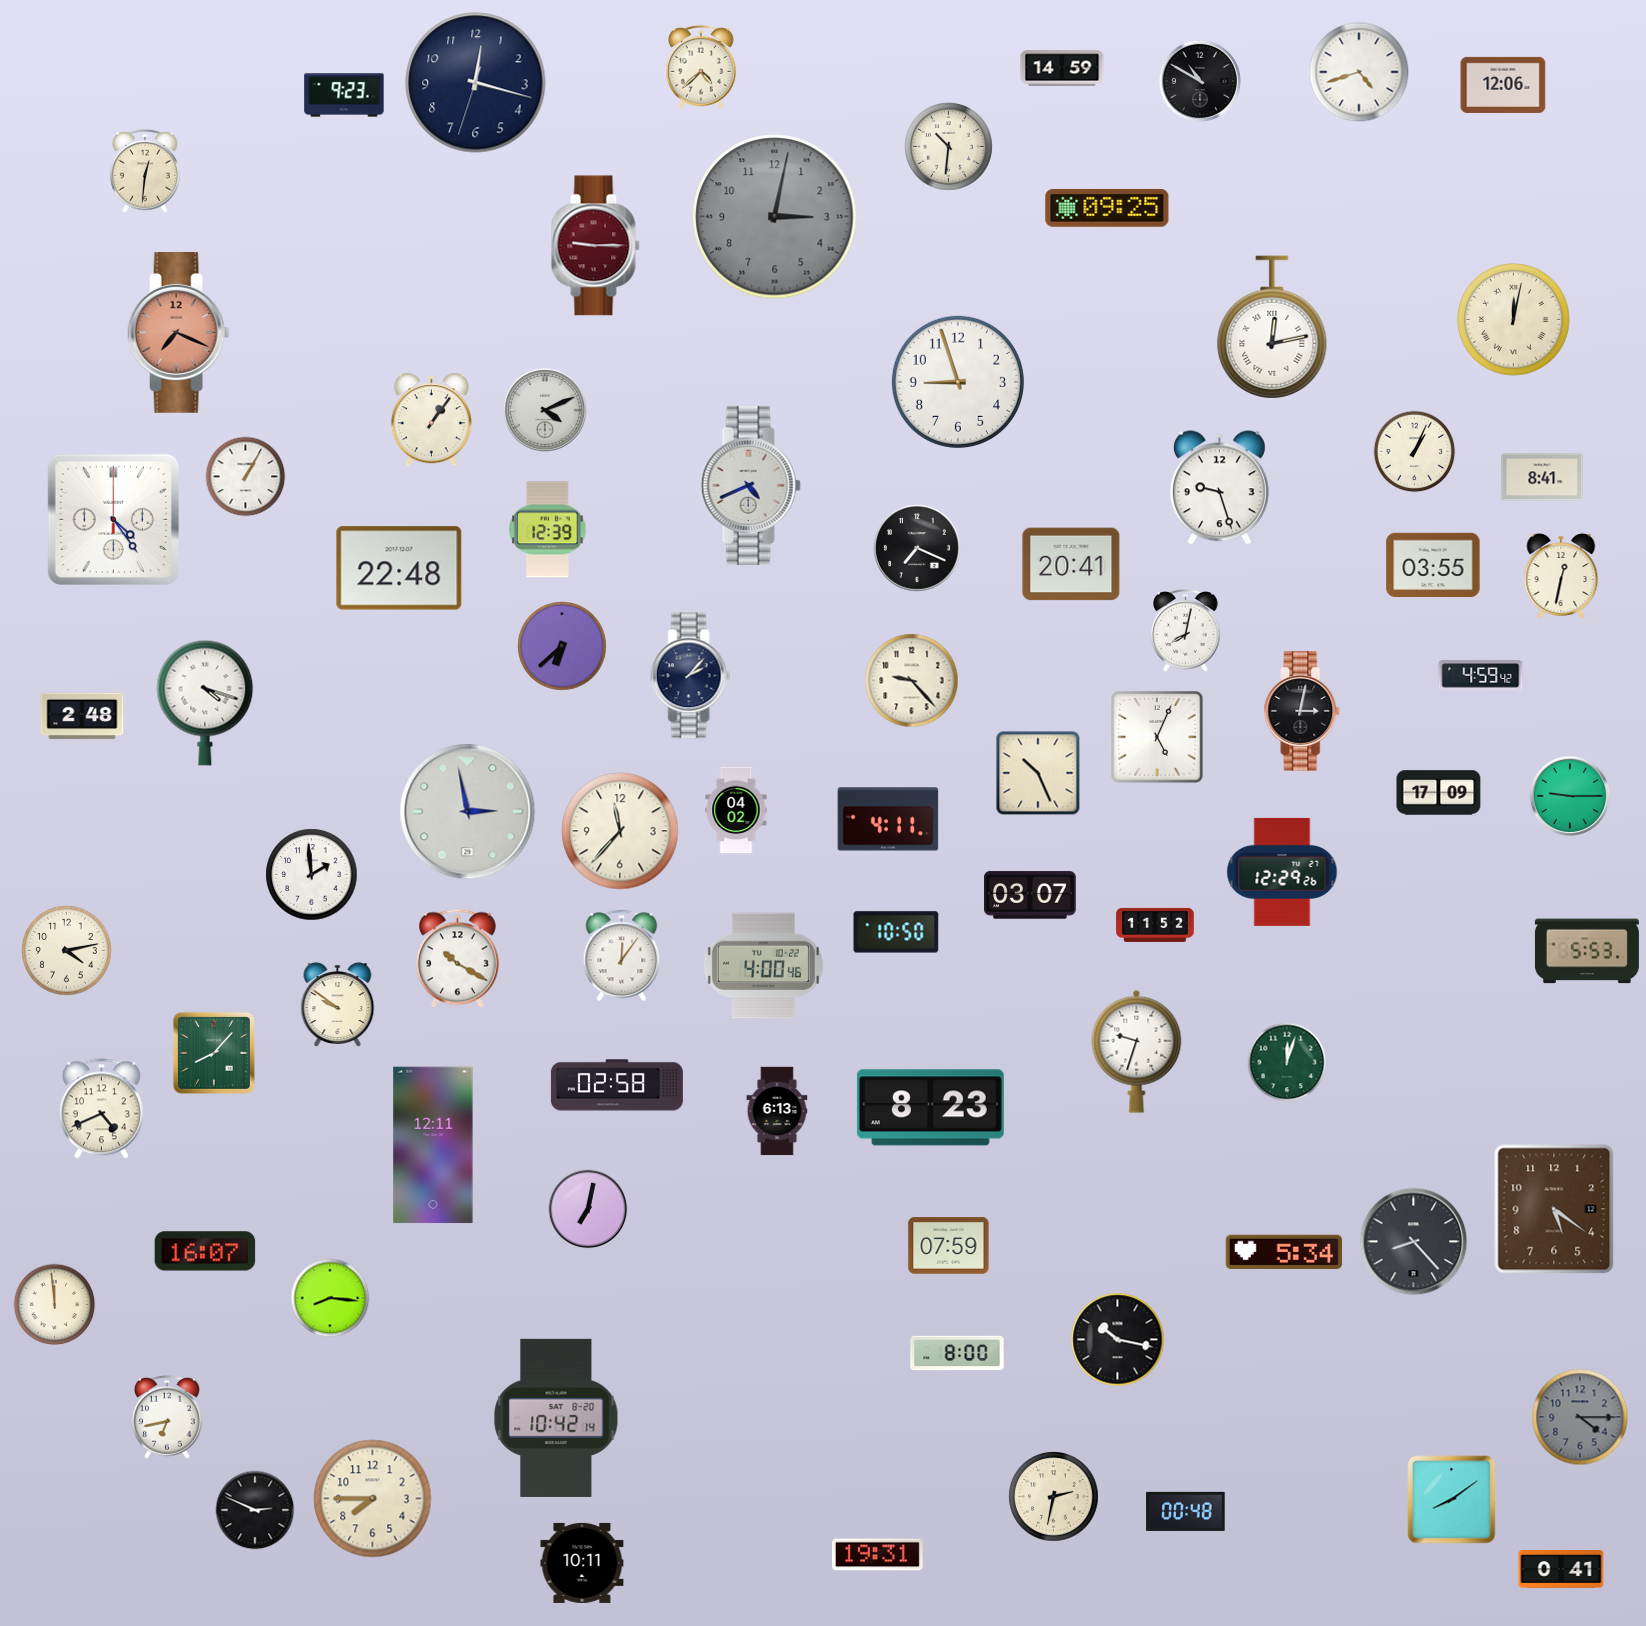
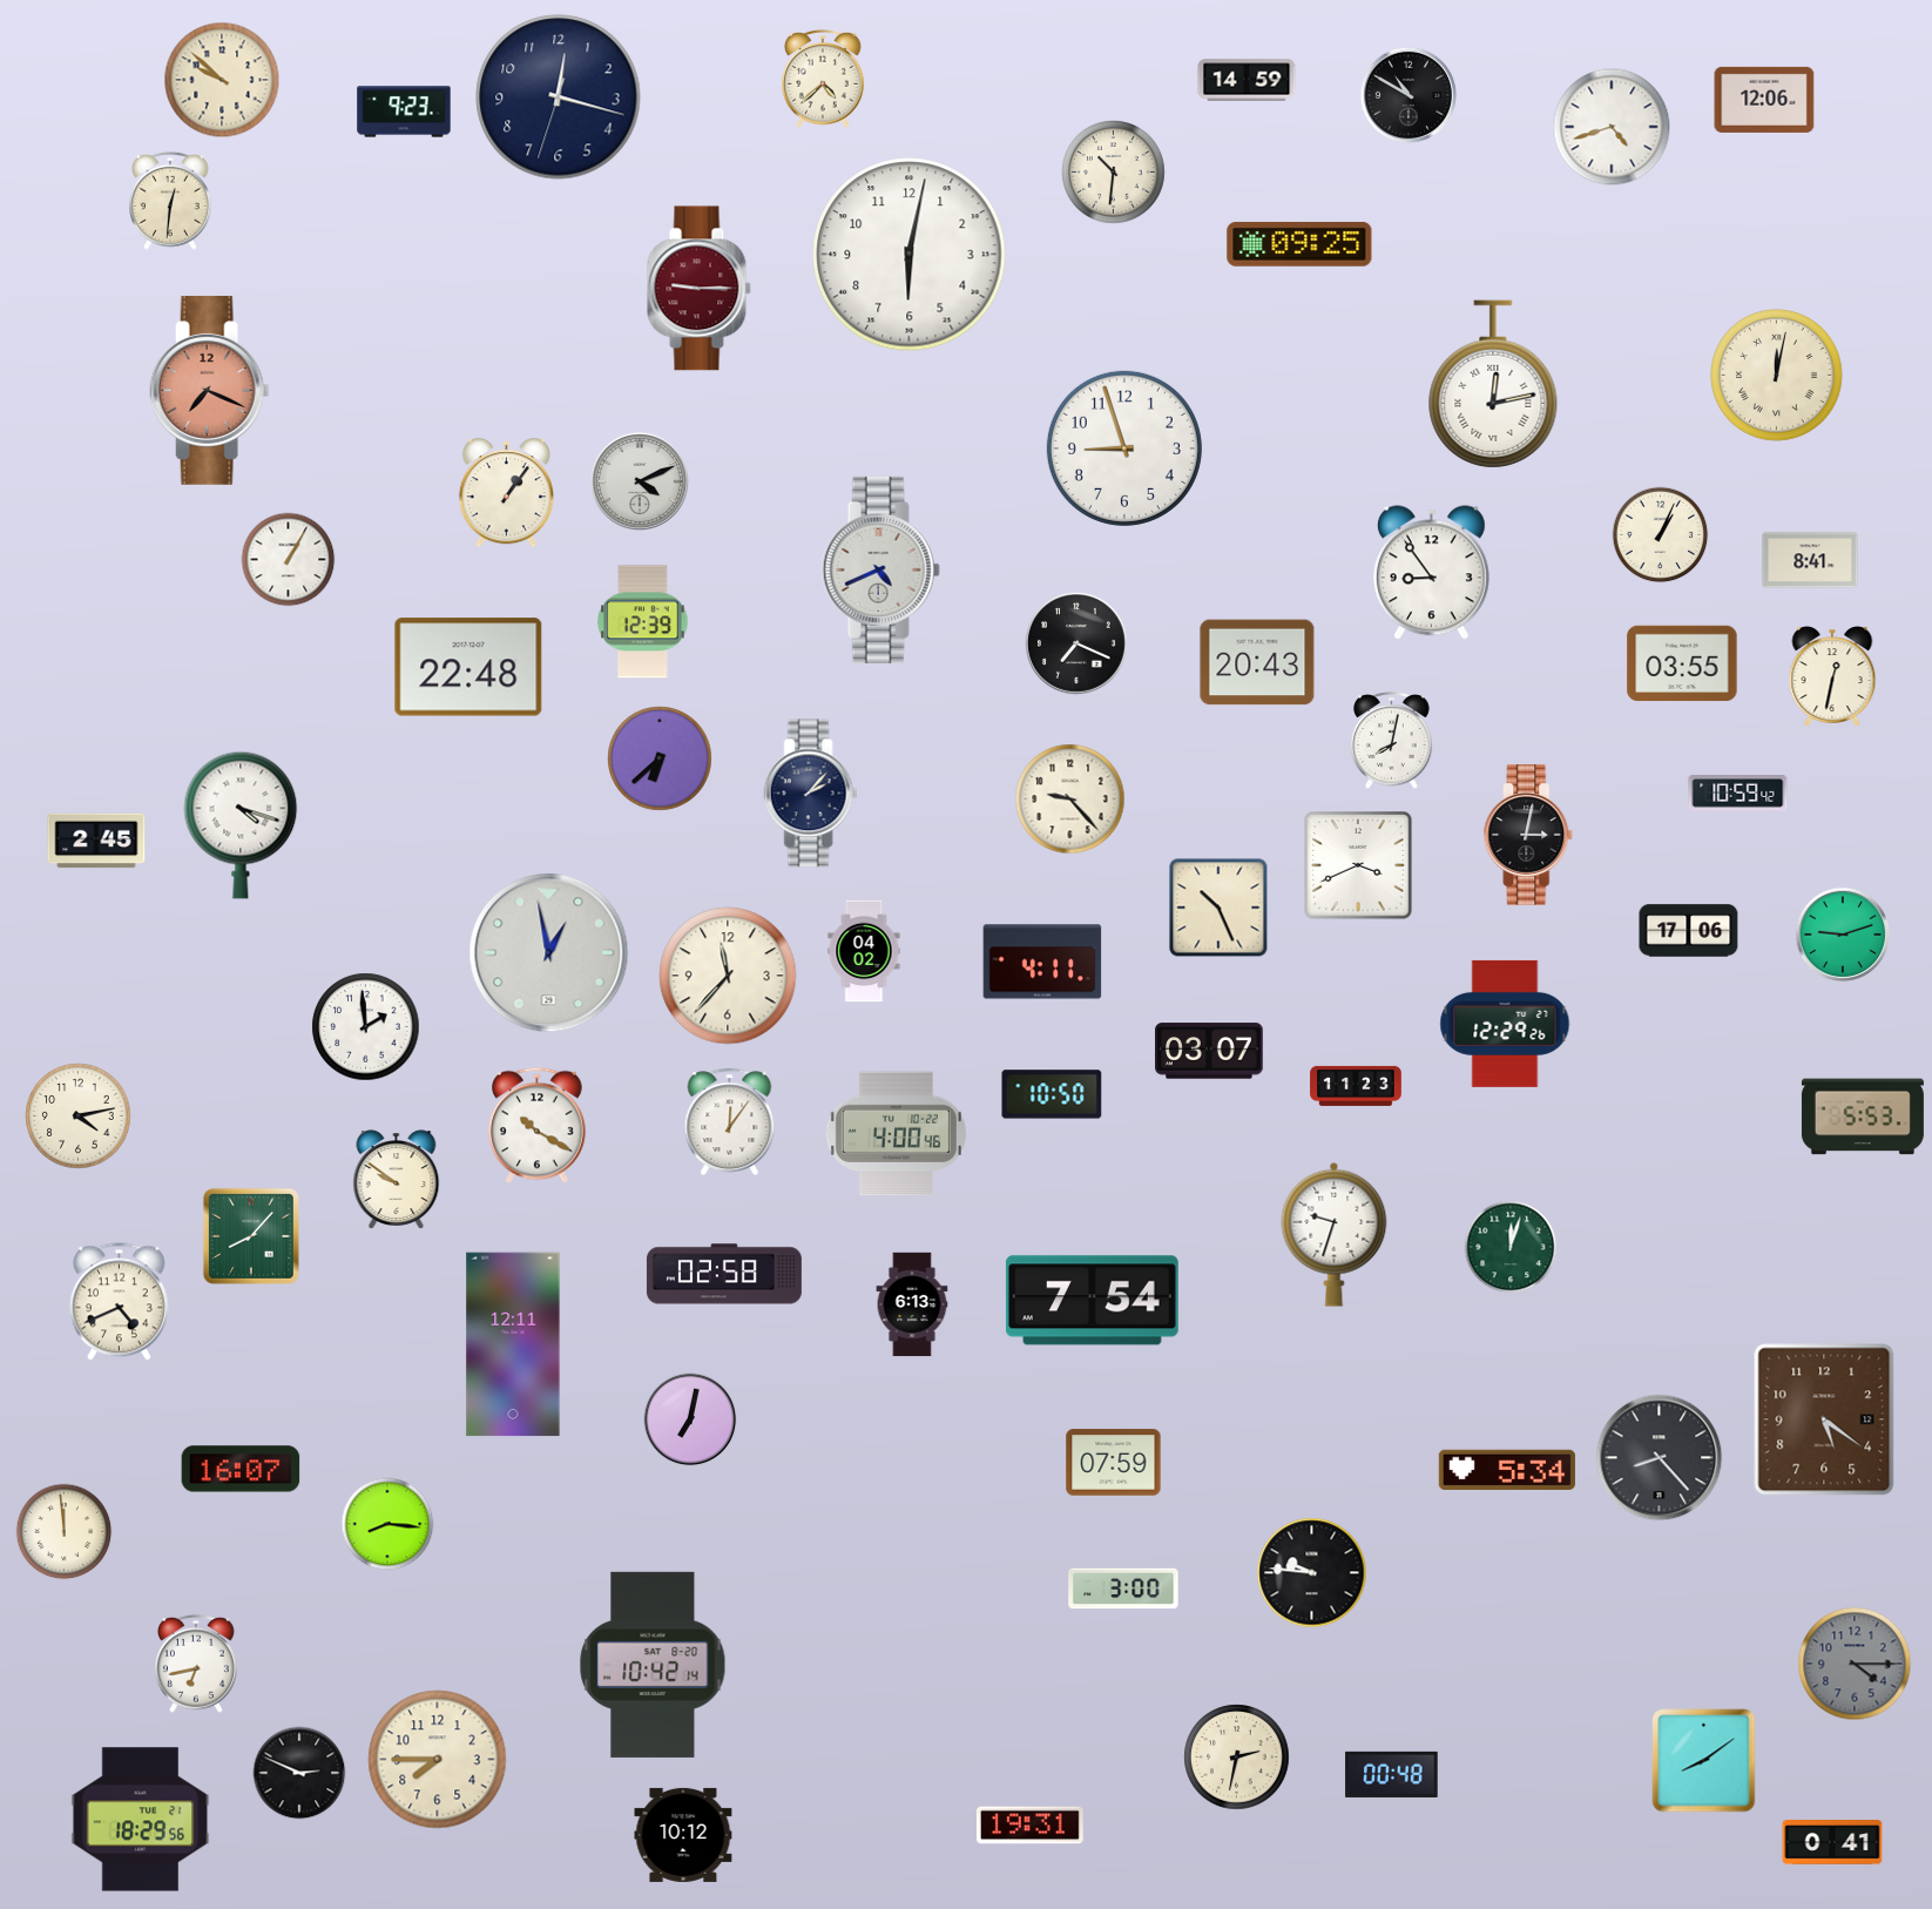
clock at (222, 80): none -> 9:52
clock at (1359, 72) position: (1359, 72) -> (1612, 127)
clock at (775, 217): 3:02 -> 6:02
clock at (775, 217) dial: grey -> white
clock at (1415, 452) position: (1415, 452) -> (1661, 535)
clock at (1219, 488): 9:27 -> 8:54
clock at (113, 519): 4:24 -> none
clock at (1071, 564): 20:41 -> 20:43
clock at (1481, 676): 4:59 -> 10:59
clock at (82, 716): 2:48 -> 2:45
clock at (1157, 737): 5:04 -> 3:41
clock at (1439, 793): 17:09 -> 17:06
clock at (1570, 796): 9:15 -> 9:12
clock at (468, 812): 2:58 -> 12:58
clock at (1155, 925): 11:52 -> 11:23
clock at (930, 1108): 8:23 -> 7:54
clock at (433, 1145) position: (433, 1145) -> (513, 1344)
clock at (1118, 1340): 10:17 -> 9:46
clock at (957, 1353): 8:00 -> 3:00
clock at (141, 1820): none -> 18:29
clock at (582, 1563): 10:11 -> 10:12
